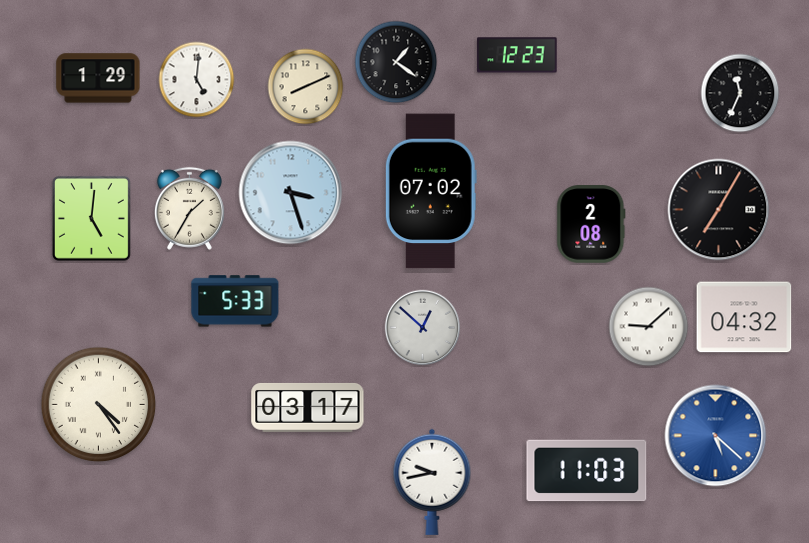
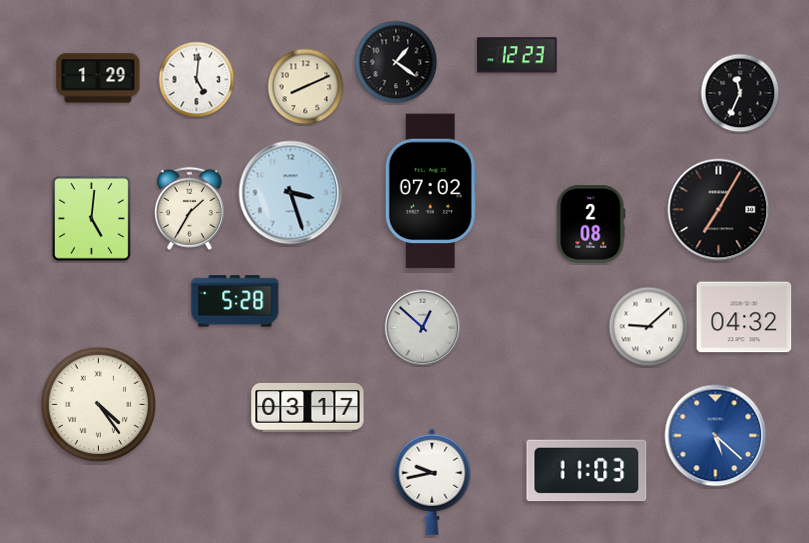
clock at (235, 301): 5:33 -> 5:28
